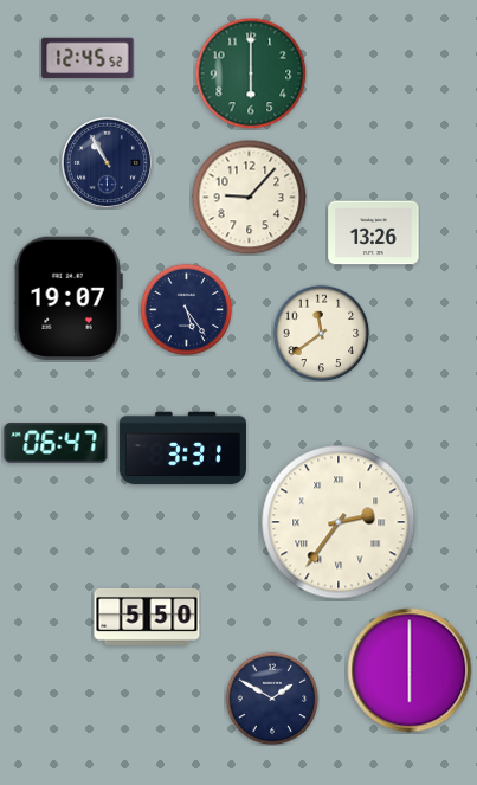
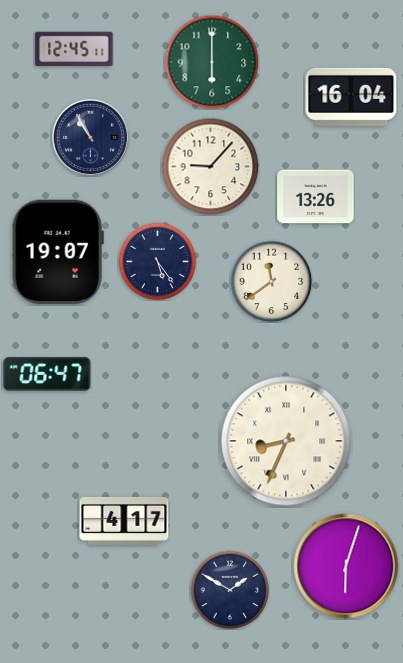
clock at (88, 58): 12:45:52 -> 12:45:11
clock at (351, 97): none -> 16:04
clock at (182, 449): 3:31 -> none
clock at (339, 522): 2:36 -> 8:34
clock at (147, 617): 5:50 -> 4:17
clock at (410, 670): 6:00 -> 6:03
